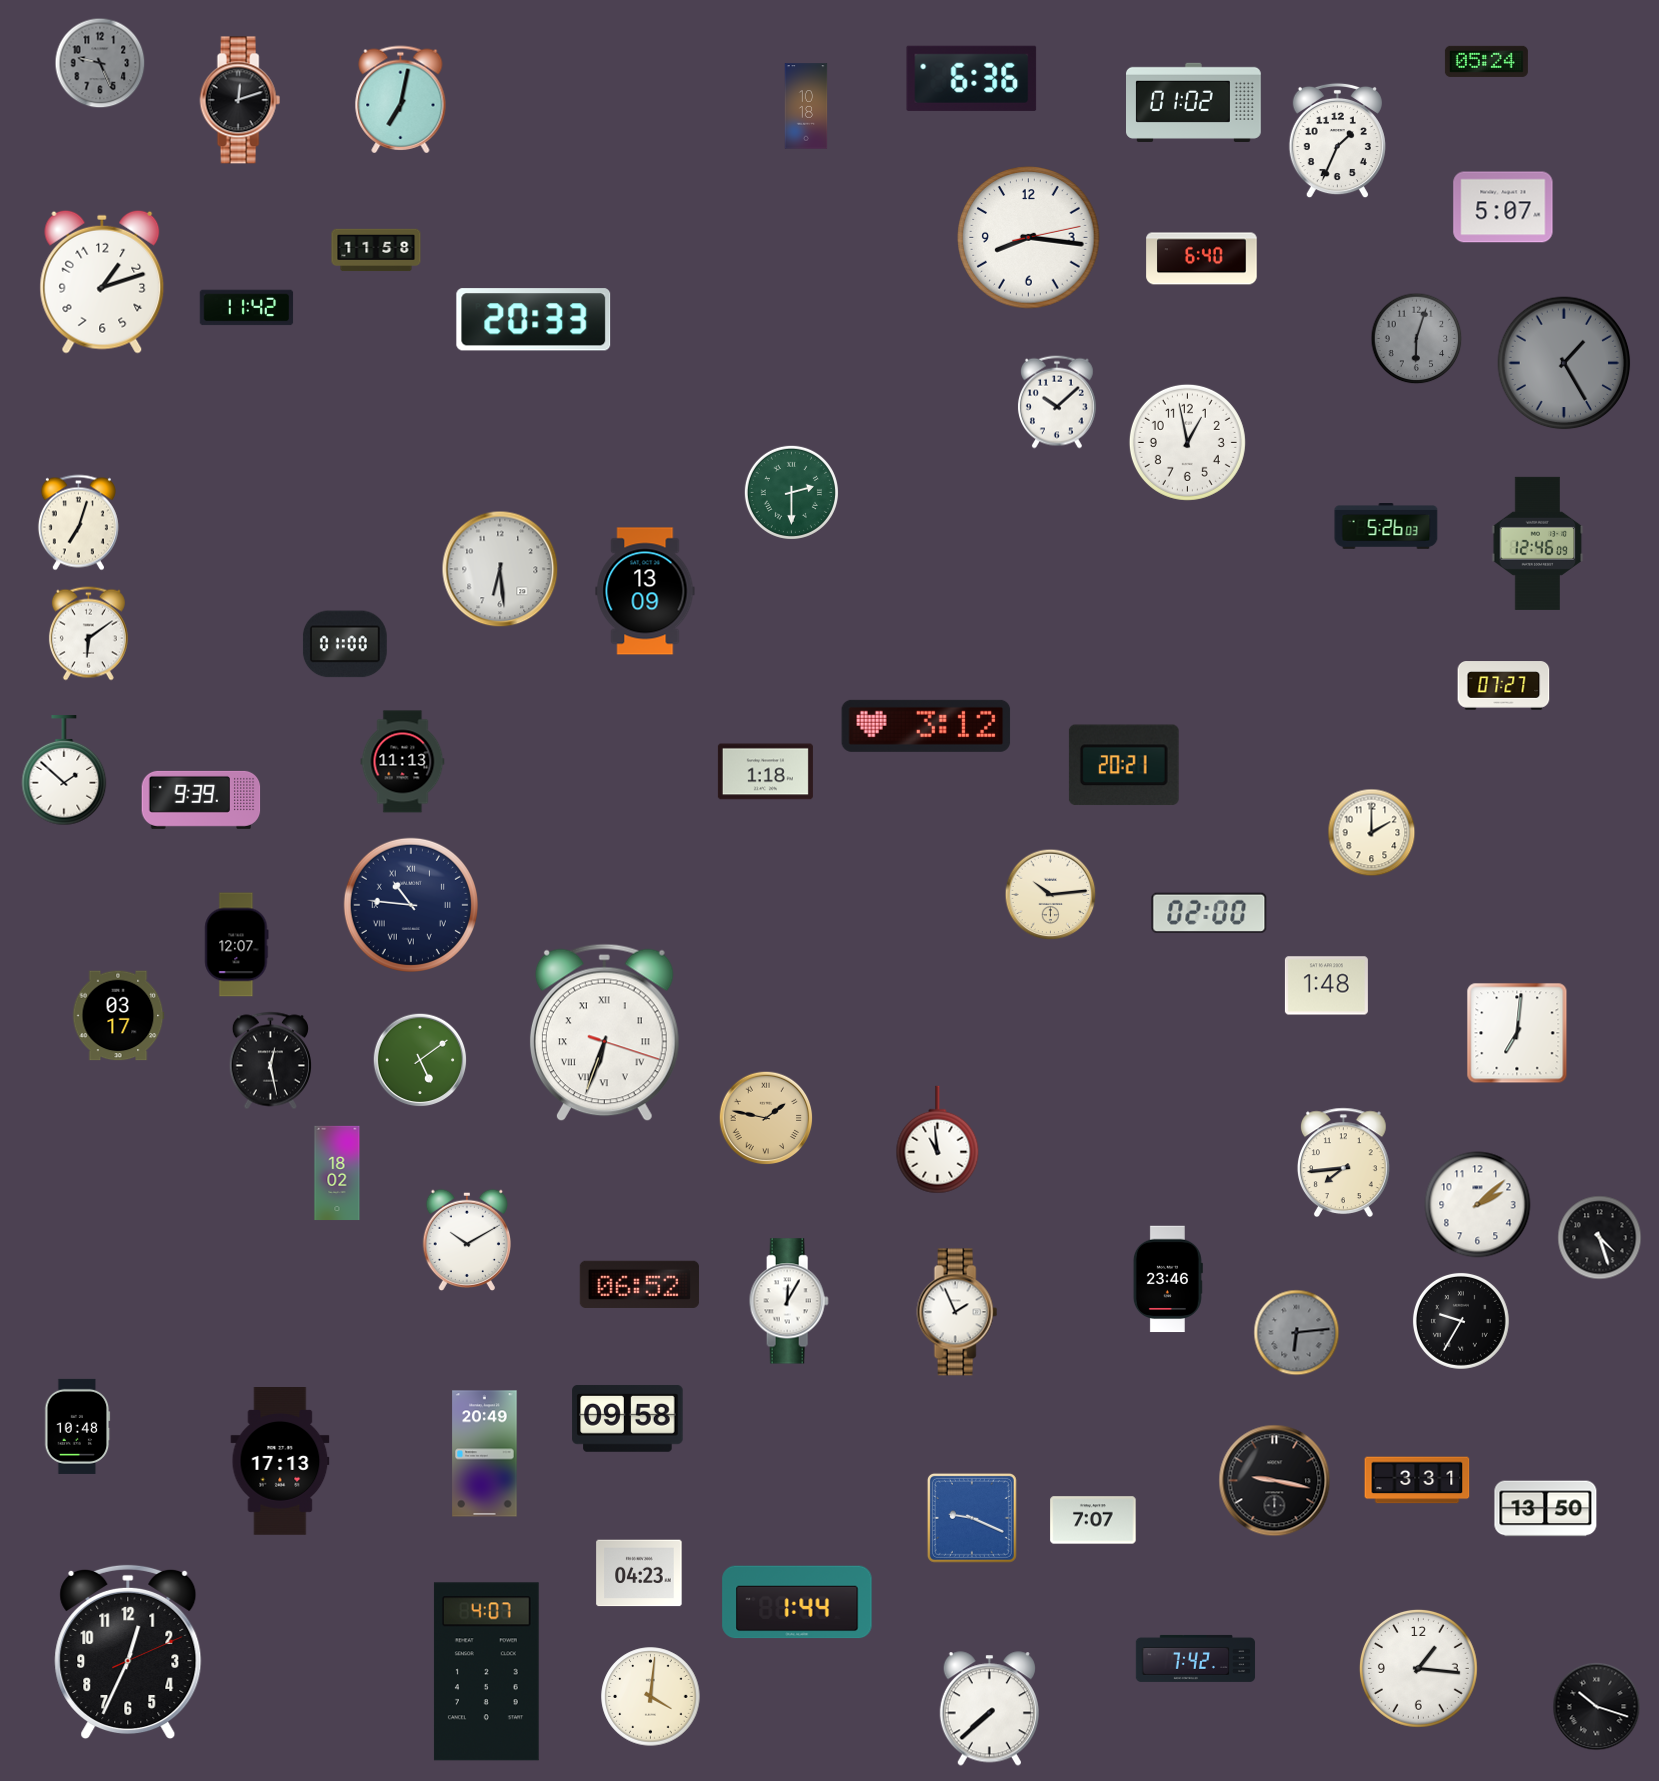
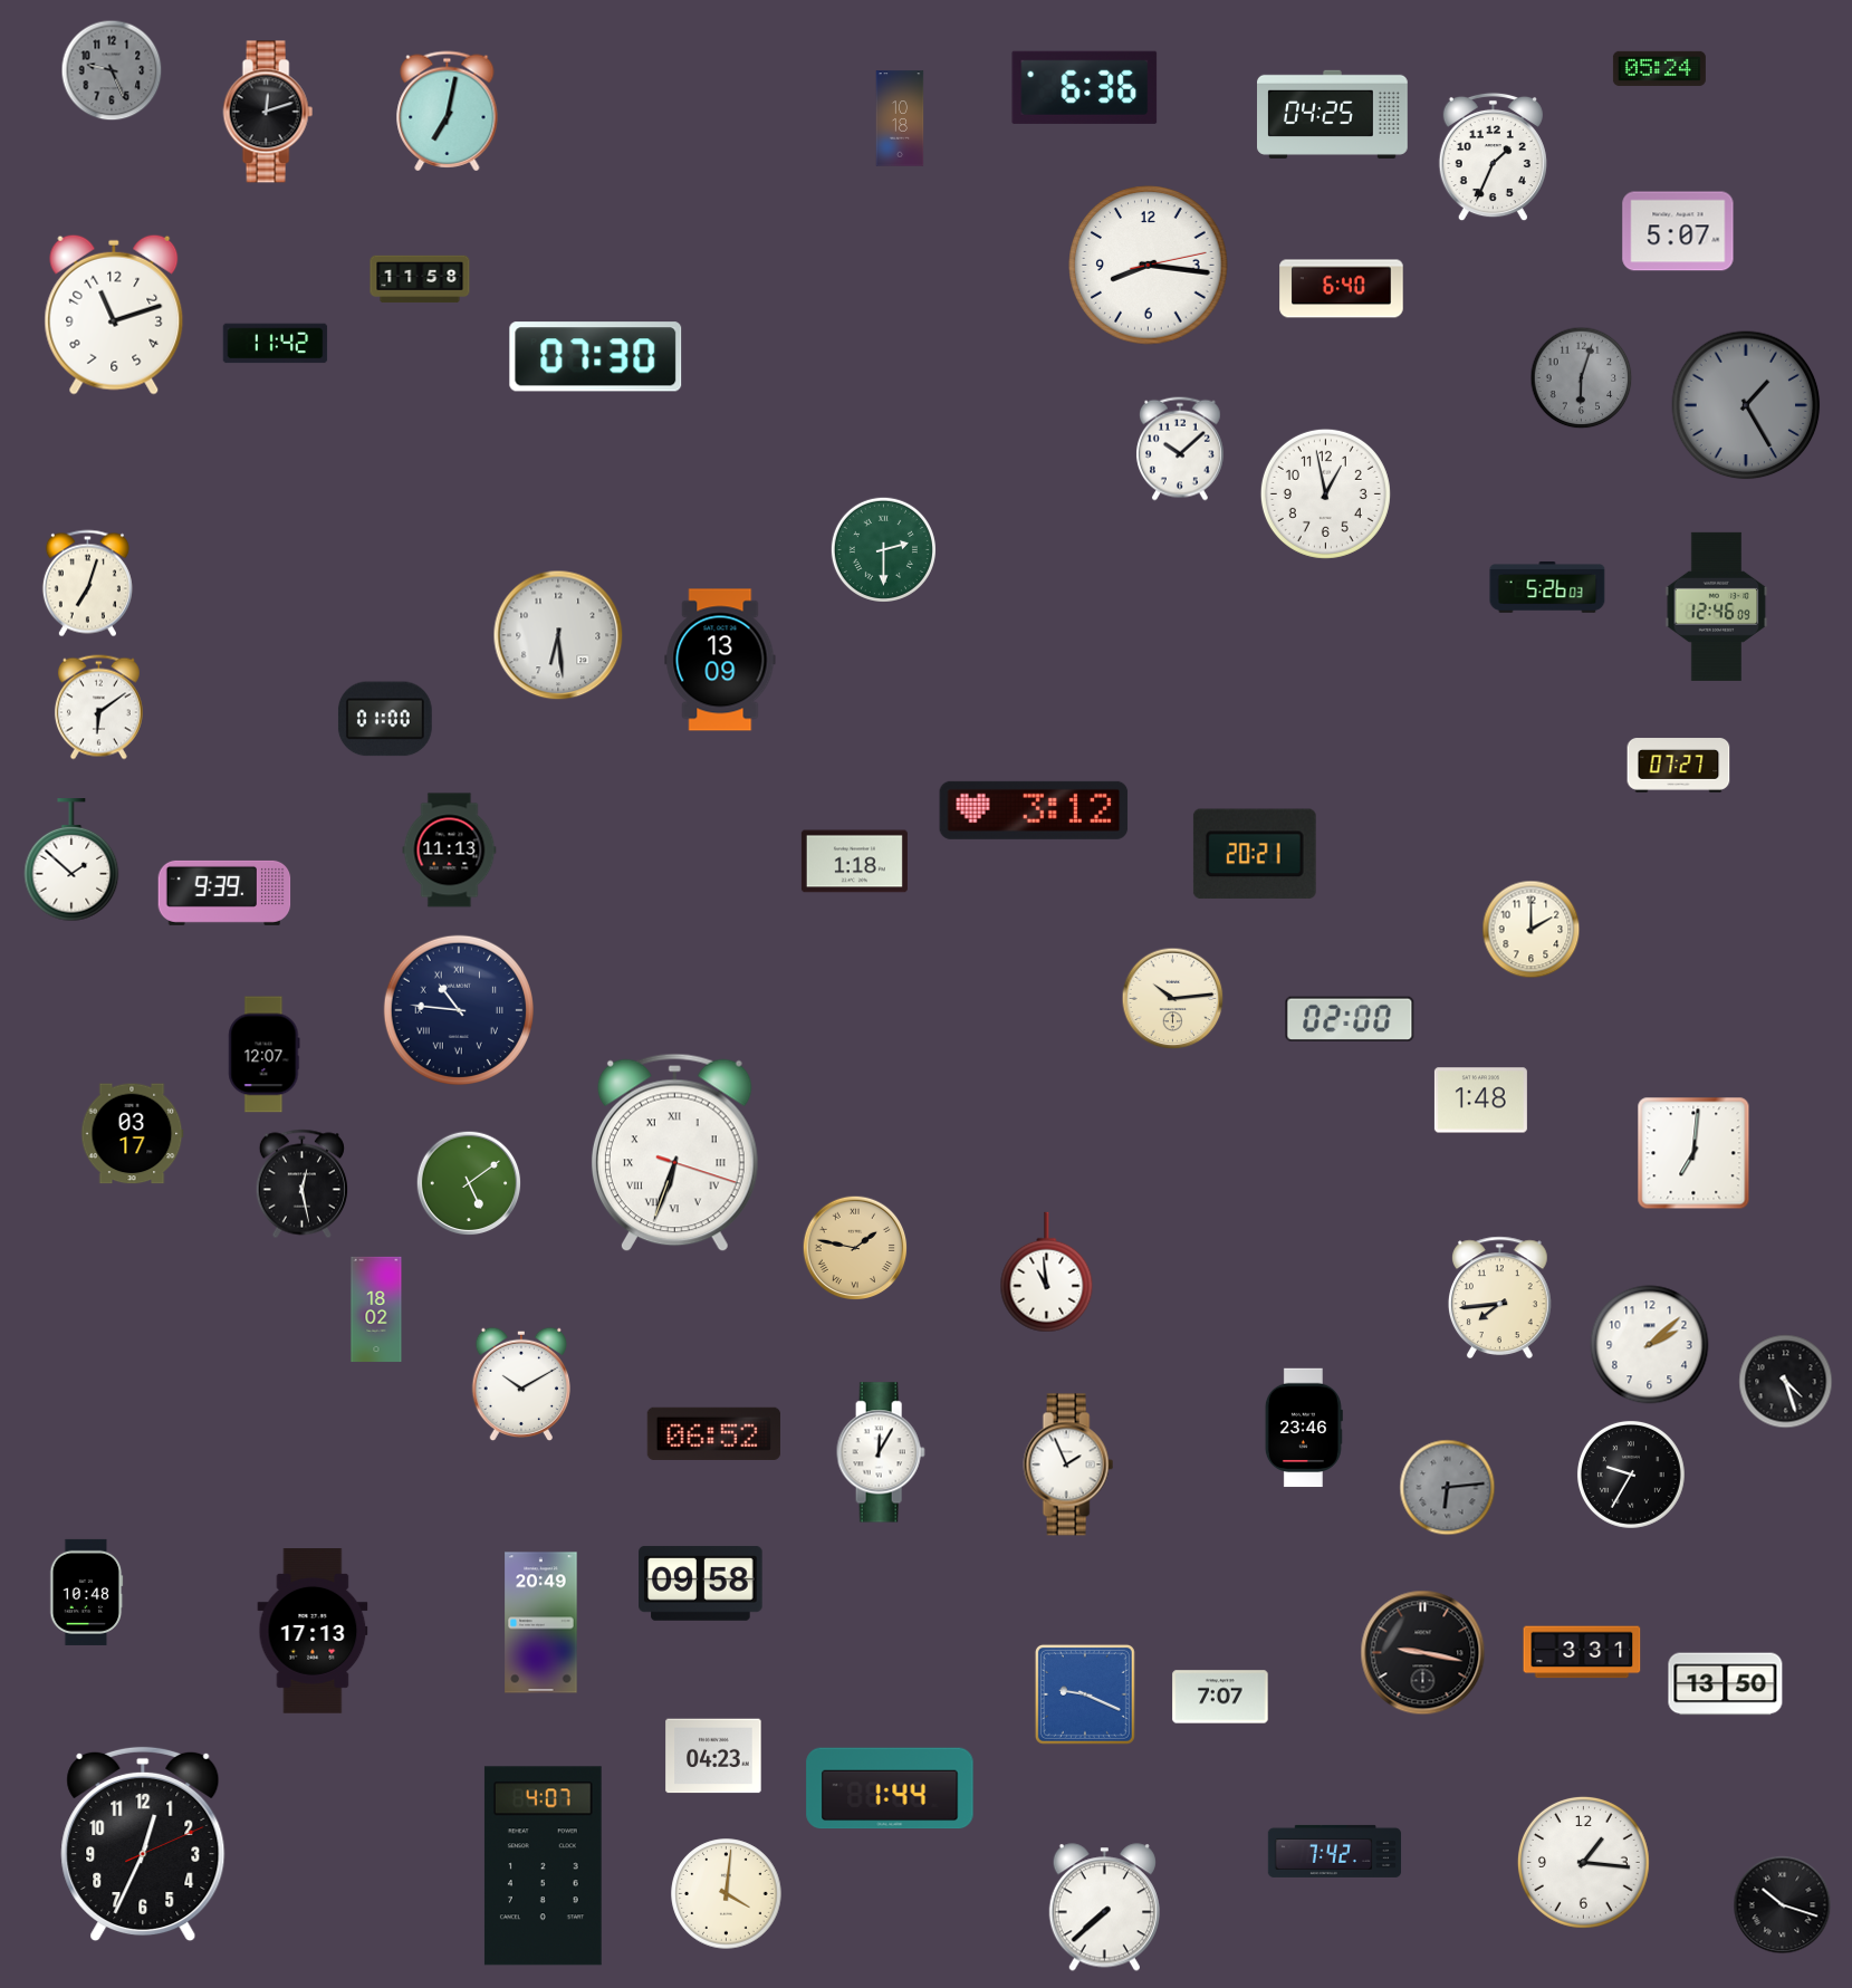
clock at (1194, 102): 01:02 -> 04:25
clock at (102, 282): 1:12 -> 11:12
clock at (534, 320): 20:33 -> 07:30
